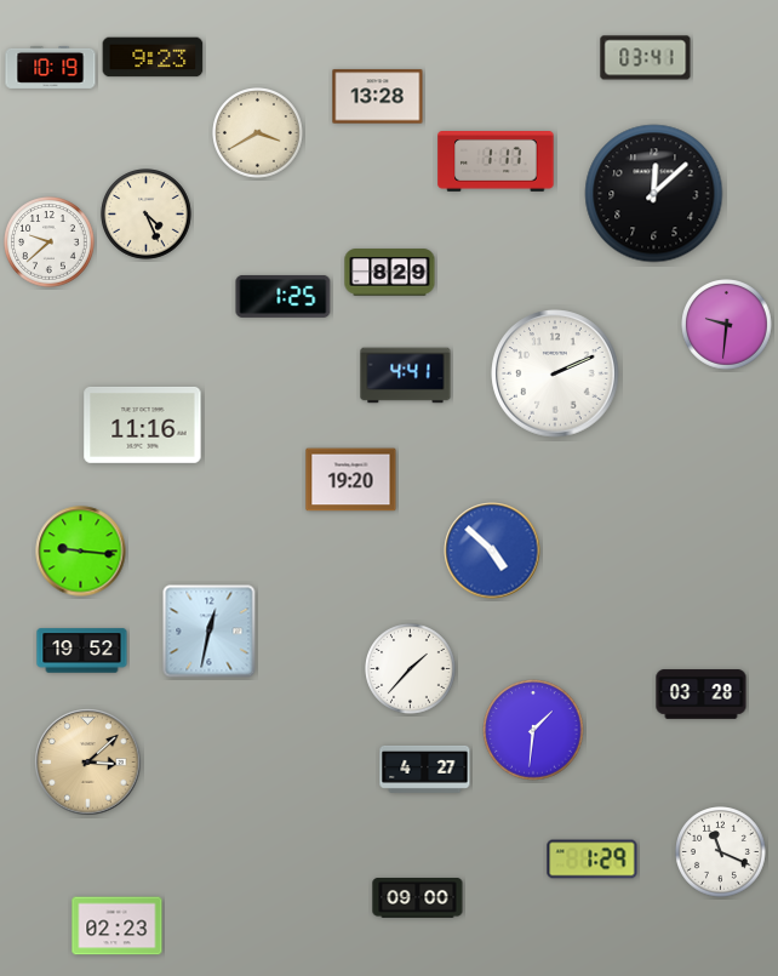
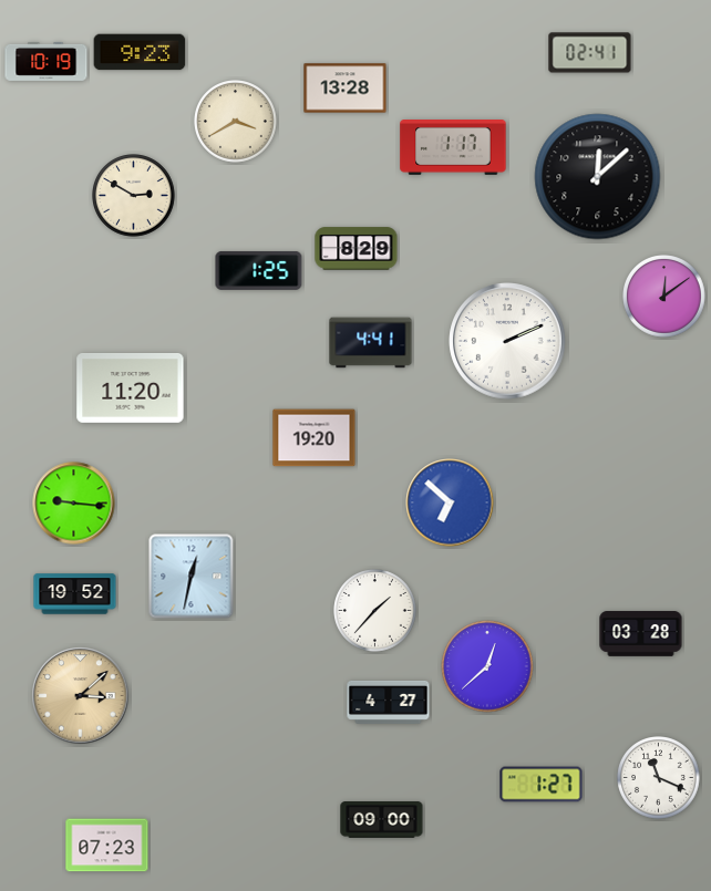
clock at (646, 58): 03:41 -> 02:41
clock at (147, 215): 4:26 -> 2:50
clock at (50, 242): 9:38 -> none
clock at (727, 325): 9:31 -> 12:09
clock at (143, 426): 11:16 -> 11:20
clock at (351, 480) position: (351, 480) -> (315, 438)
clock at (492, 550): 4:52 -> 6:52
clock at (533, 730): 1:31 -> 12:38
clock at (593, 860): 1:29 -> 1:27
clock at (118, 926): 02:23 -> 07:23
